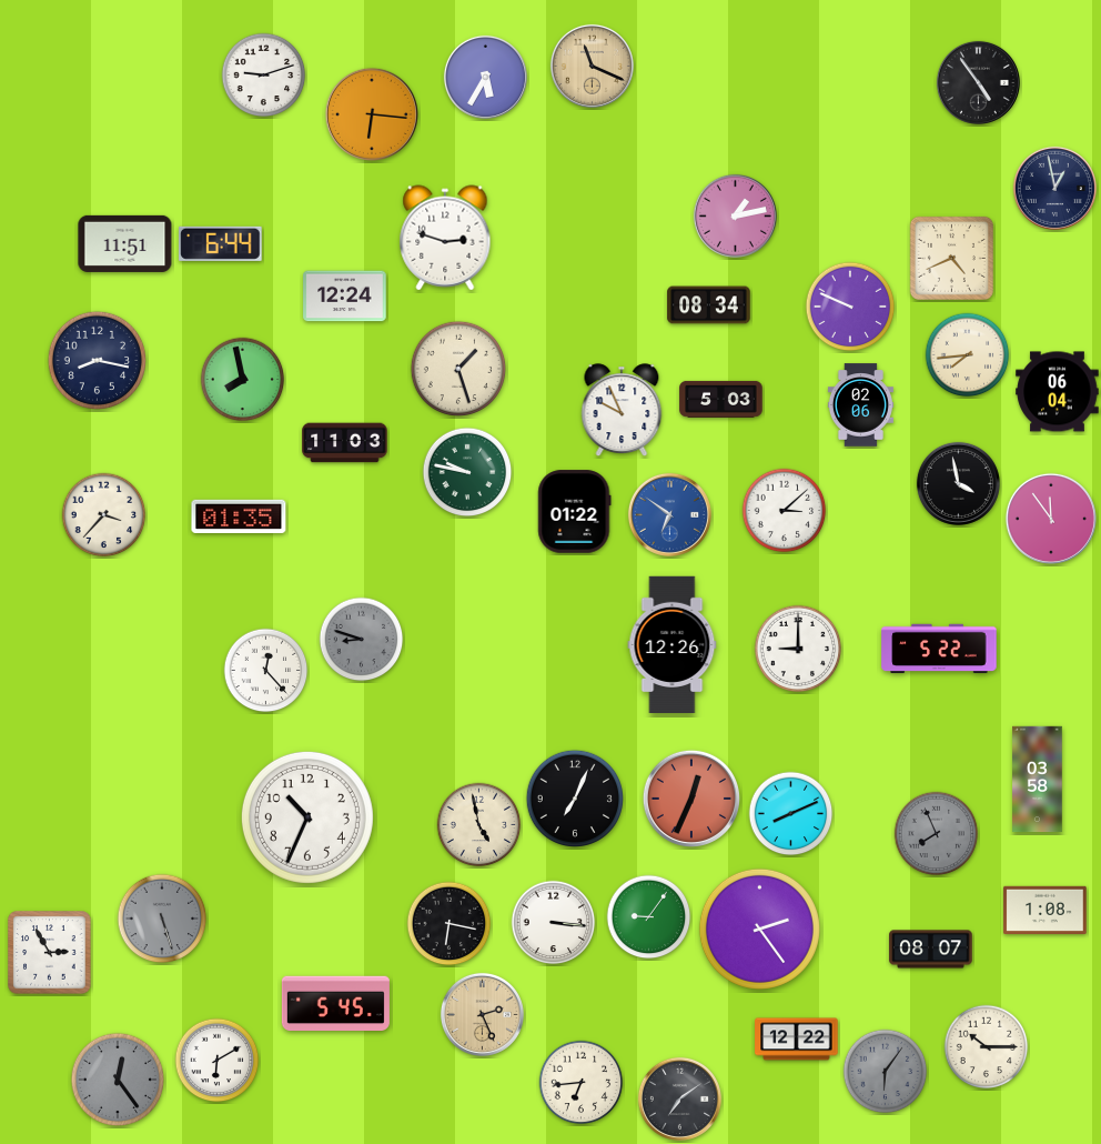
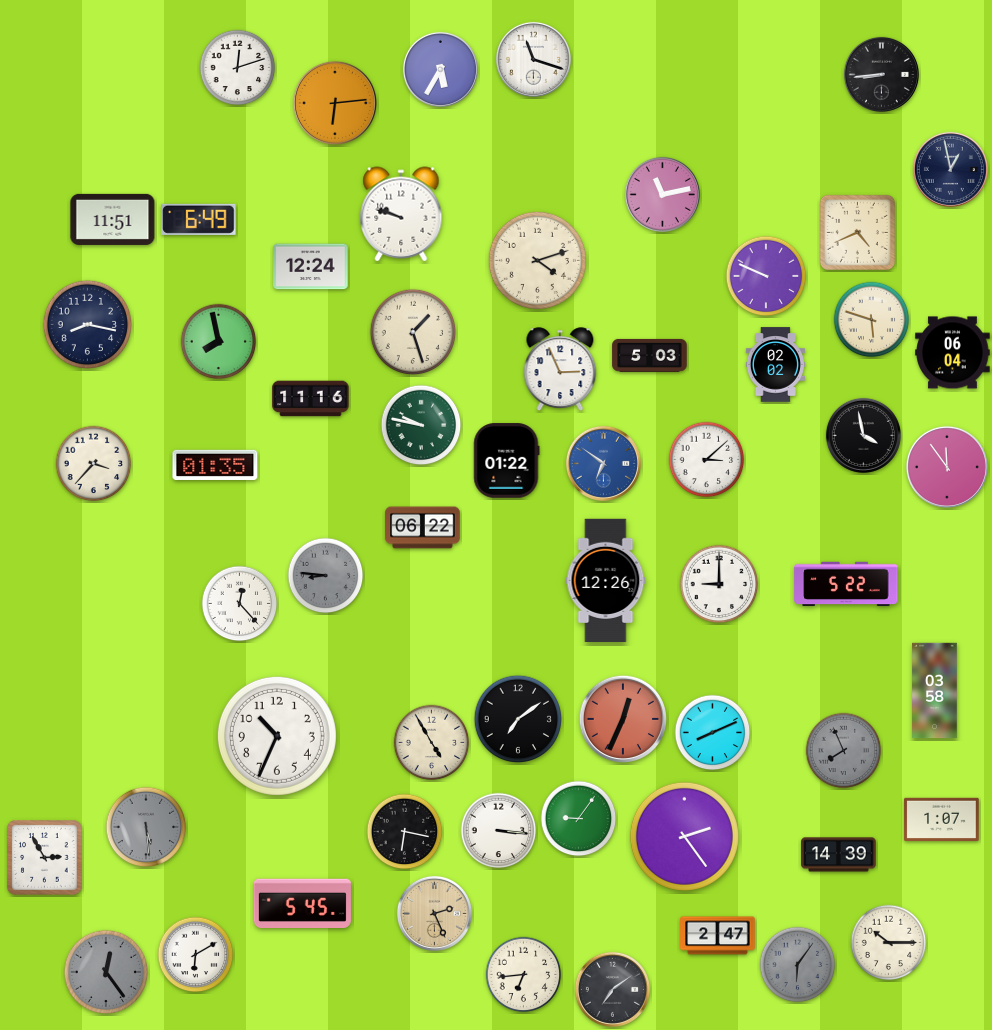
clock at (592, 66): 11:19 -> 11:18
clock at (592, 66) dial: champagne -> white
clock at (264, 76): 9:12 -> 12:12
clock at (485, 77) position: (485, 77) -> (440, 69)
clock at (978, 82): 4:54 -> 8:44
clock at (372, 114): 6:16 -> 6:14
clock at (735, 215): 1:13 -> 11:13
clock at (445, 238): 2:48 -> 9:48
clock at (221, 243): 6:44 -> 6:49
clock at (537, 260): none -> 4:12
clock at (709, 305): 08:34 -> none
clock at (968, 355): 7:44 -> 5:48
clock at (721, 399) position: (721, 399) -> (650, 355)
clock at (860, 405): 02:06 -> 02:02
clock at (622, 410): 9:56 -> 2:56
clock at (345, 443): 11:03 -> 11:16
clock at (575, 512) position: (575, 512) -> (507, 461)
clock at (423, 528): none -> 06:22
clock at (362, 640): 8:48 -> 8:46
clock at (1038, 780) position: (1038, 780) -> (935, 691)
clock at (575, 799): 7:04 -> 7:09
clock at (479, 825): 4:58 -> 4:55
clock at (1046, 910): 1:08 -> 1:07
clock at (649, 917) position: (649, 917) -> (579, 819)
clock at (162, 919): 5:27 -> 5:29
clock at (931, 950): 08:07 -> 14:39
clock at (797, 1040): 12:22 -> 2:47
